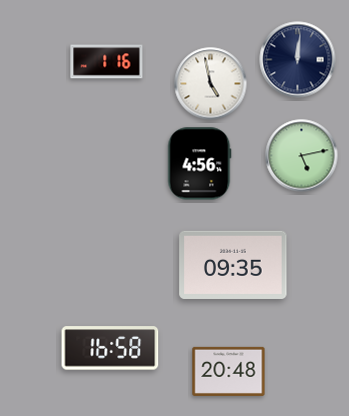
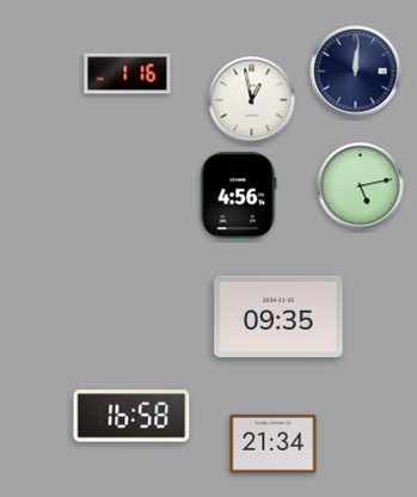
clock at (211, 84): 4:58 -> 12:58
clock at (229, 371): 20:48 -> 21:34
